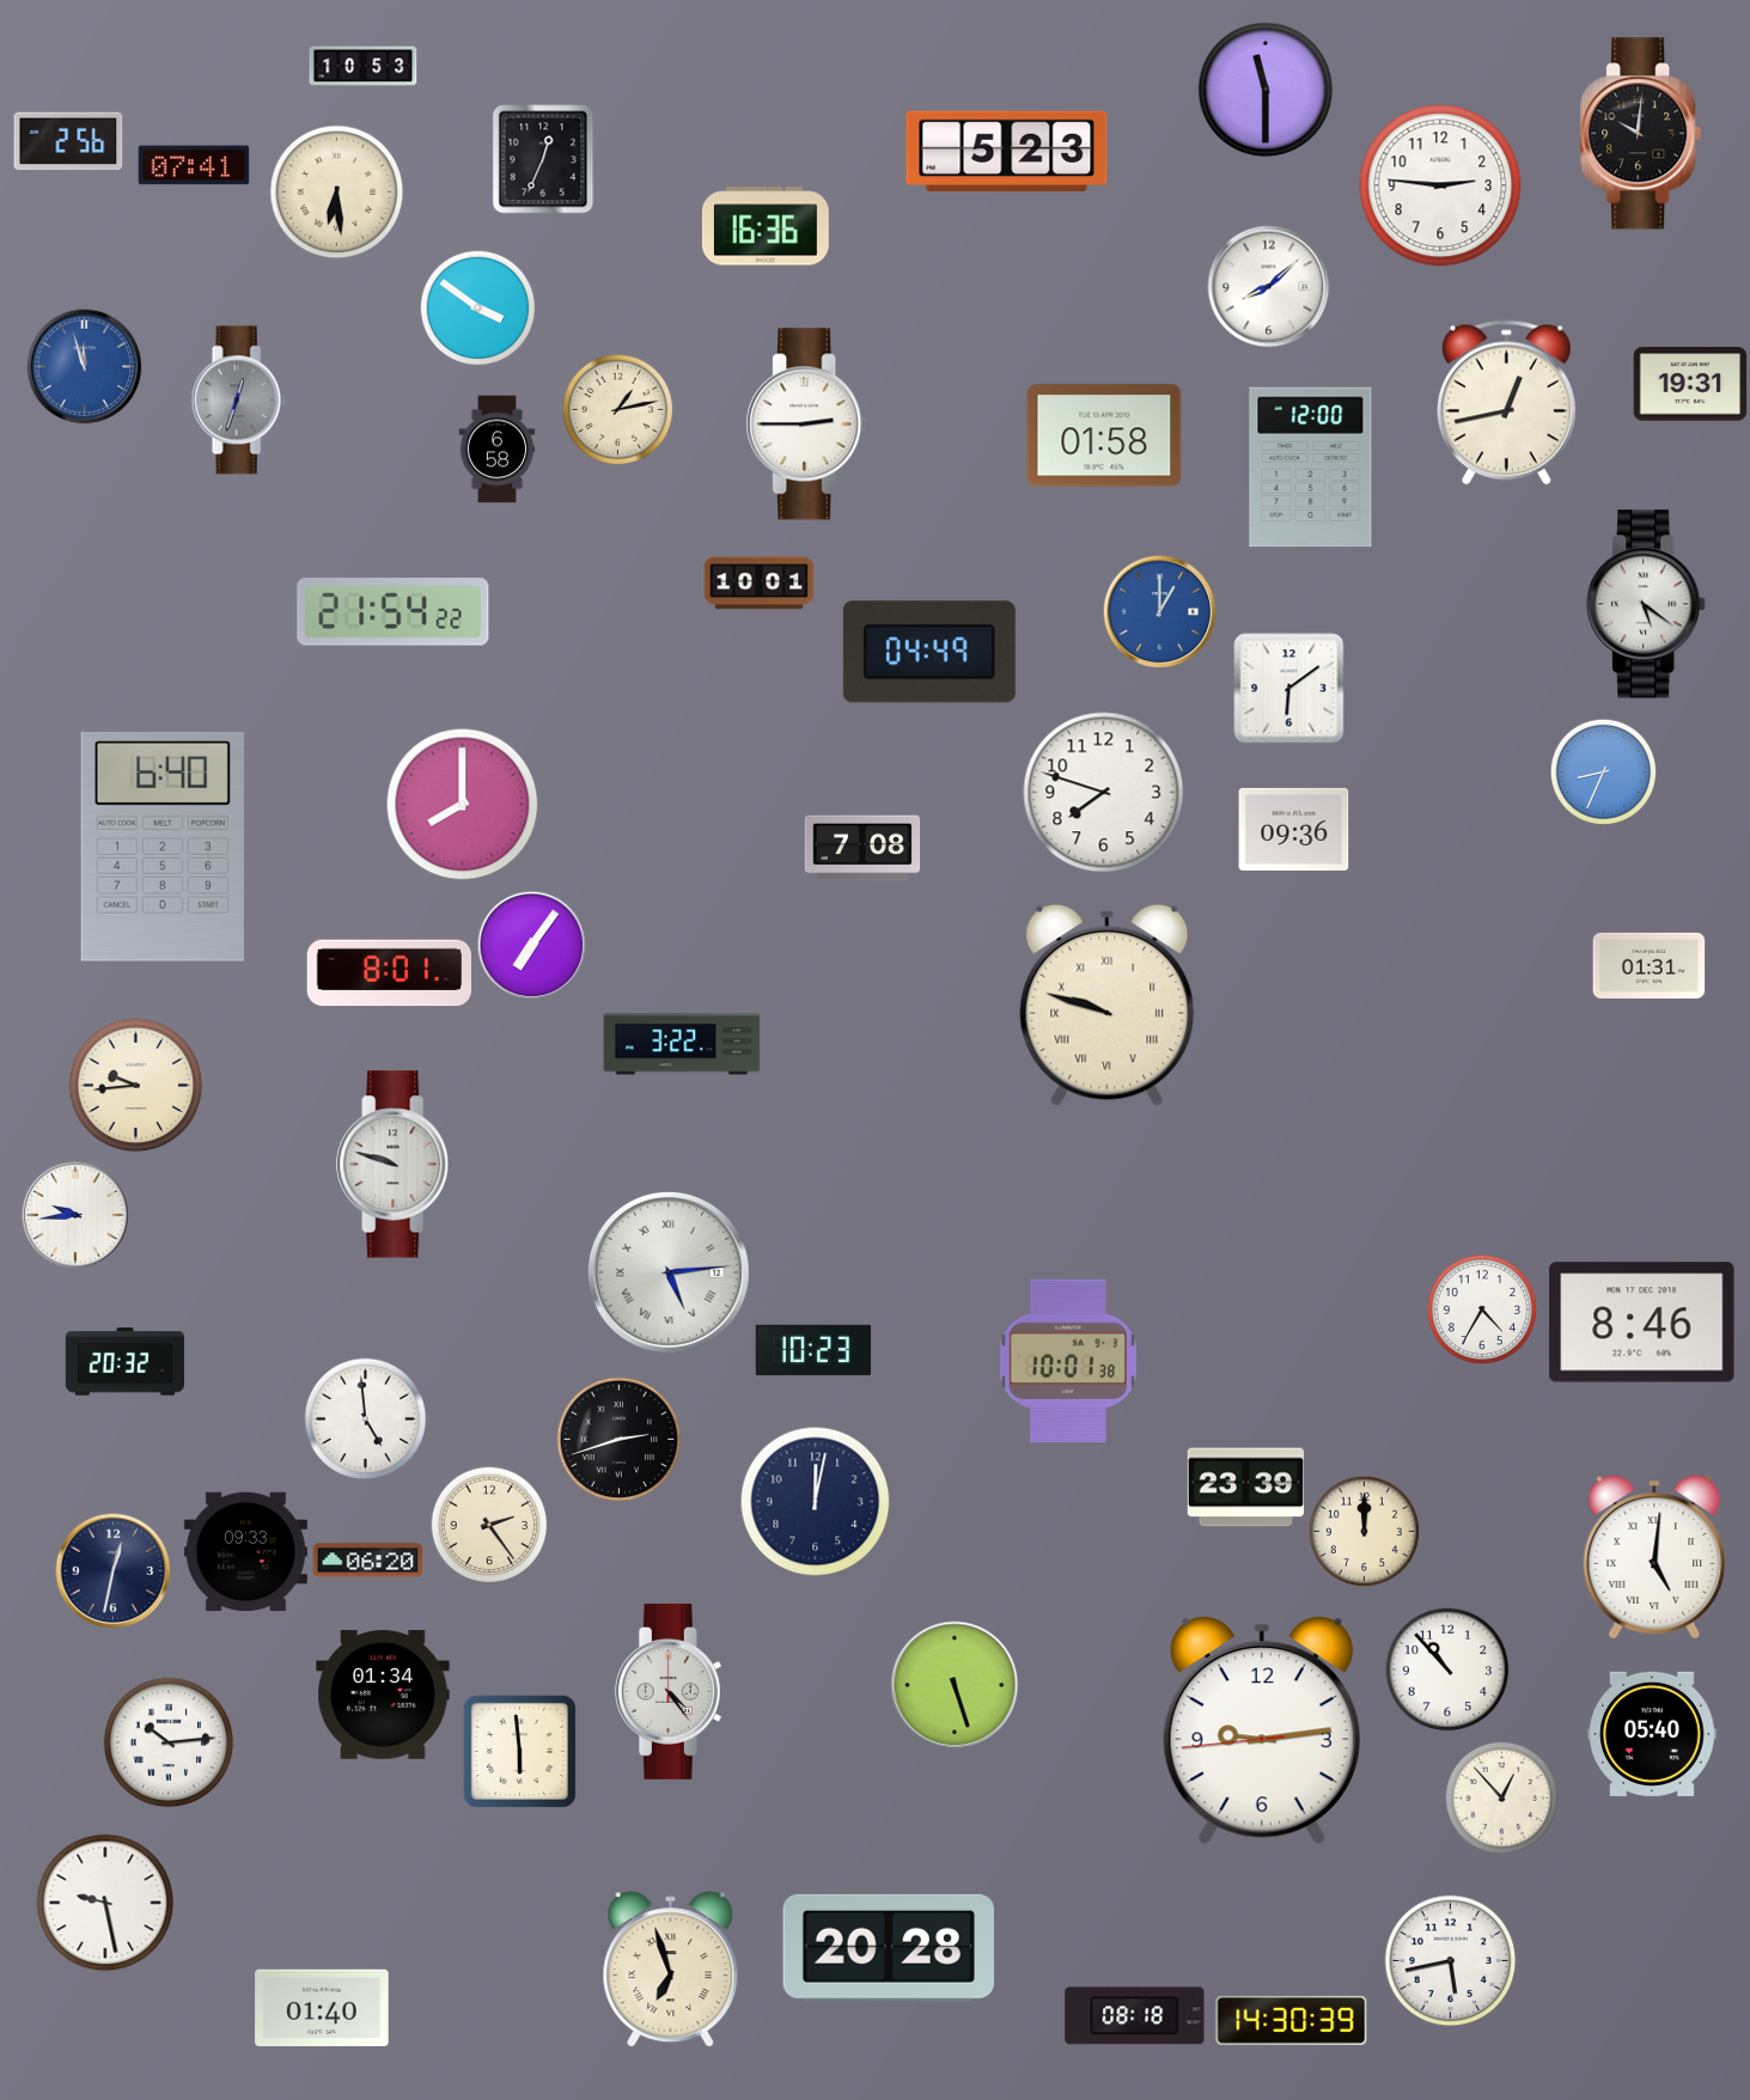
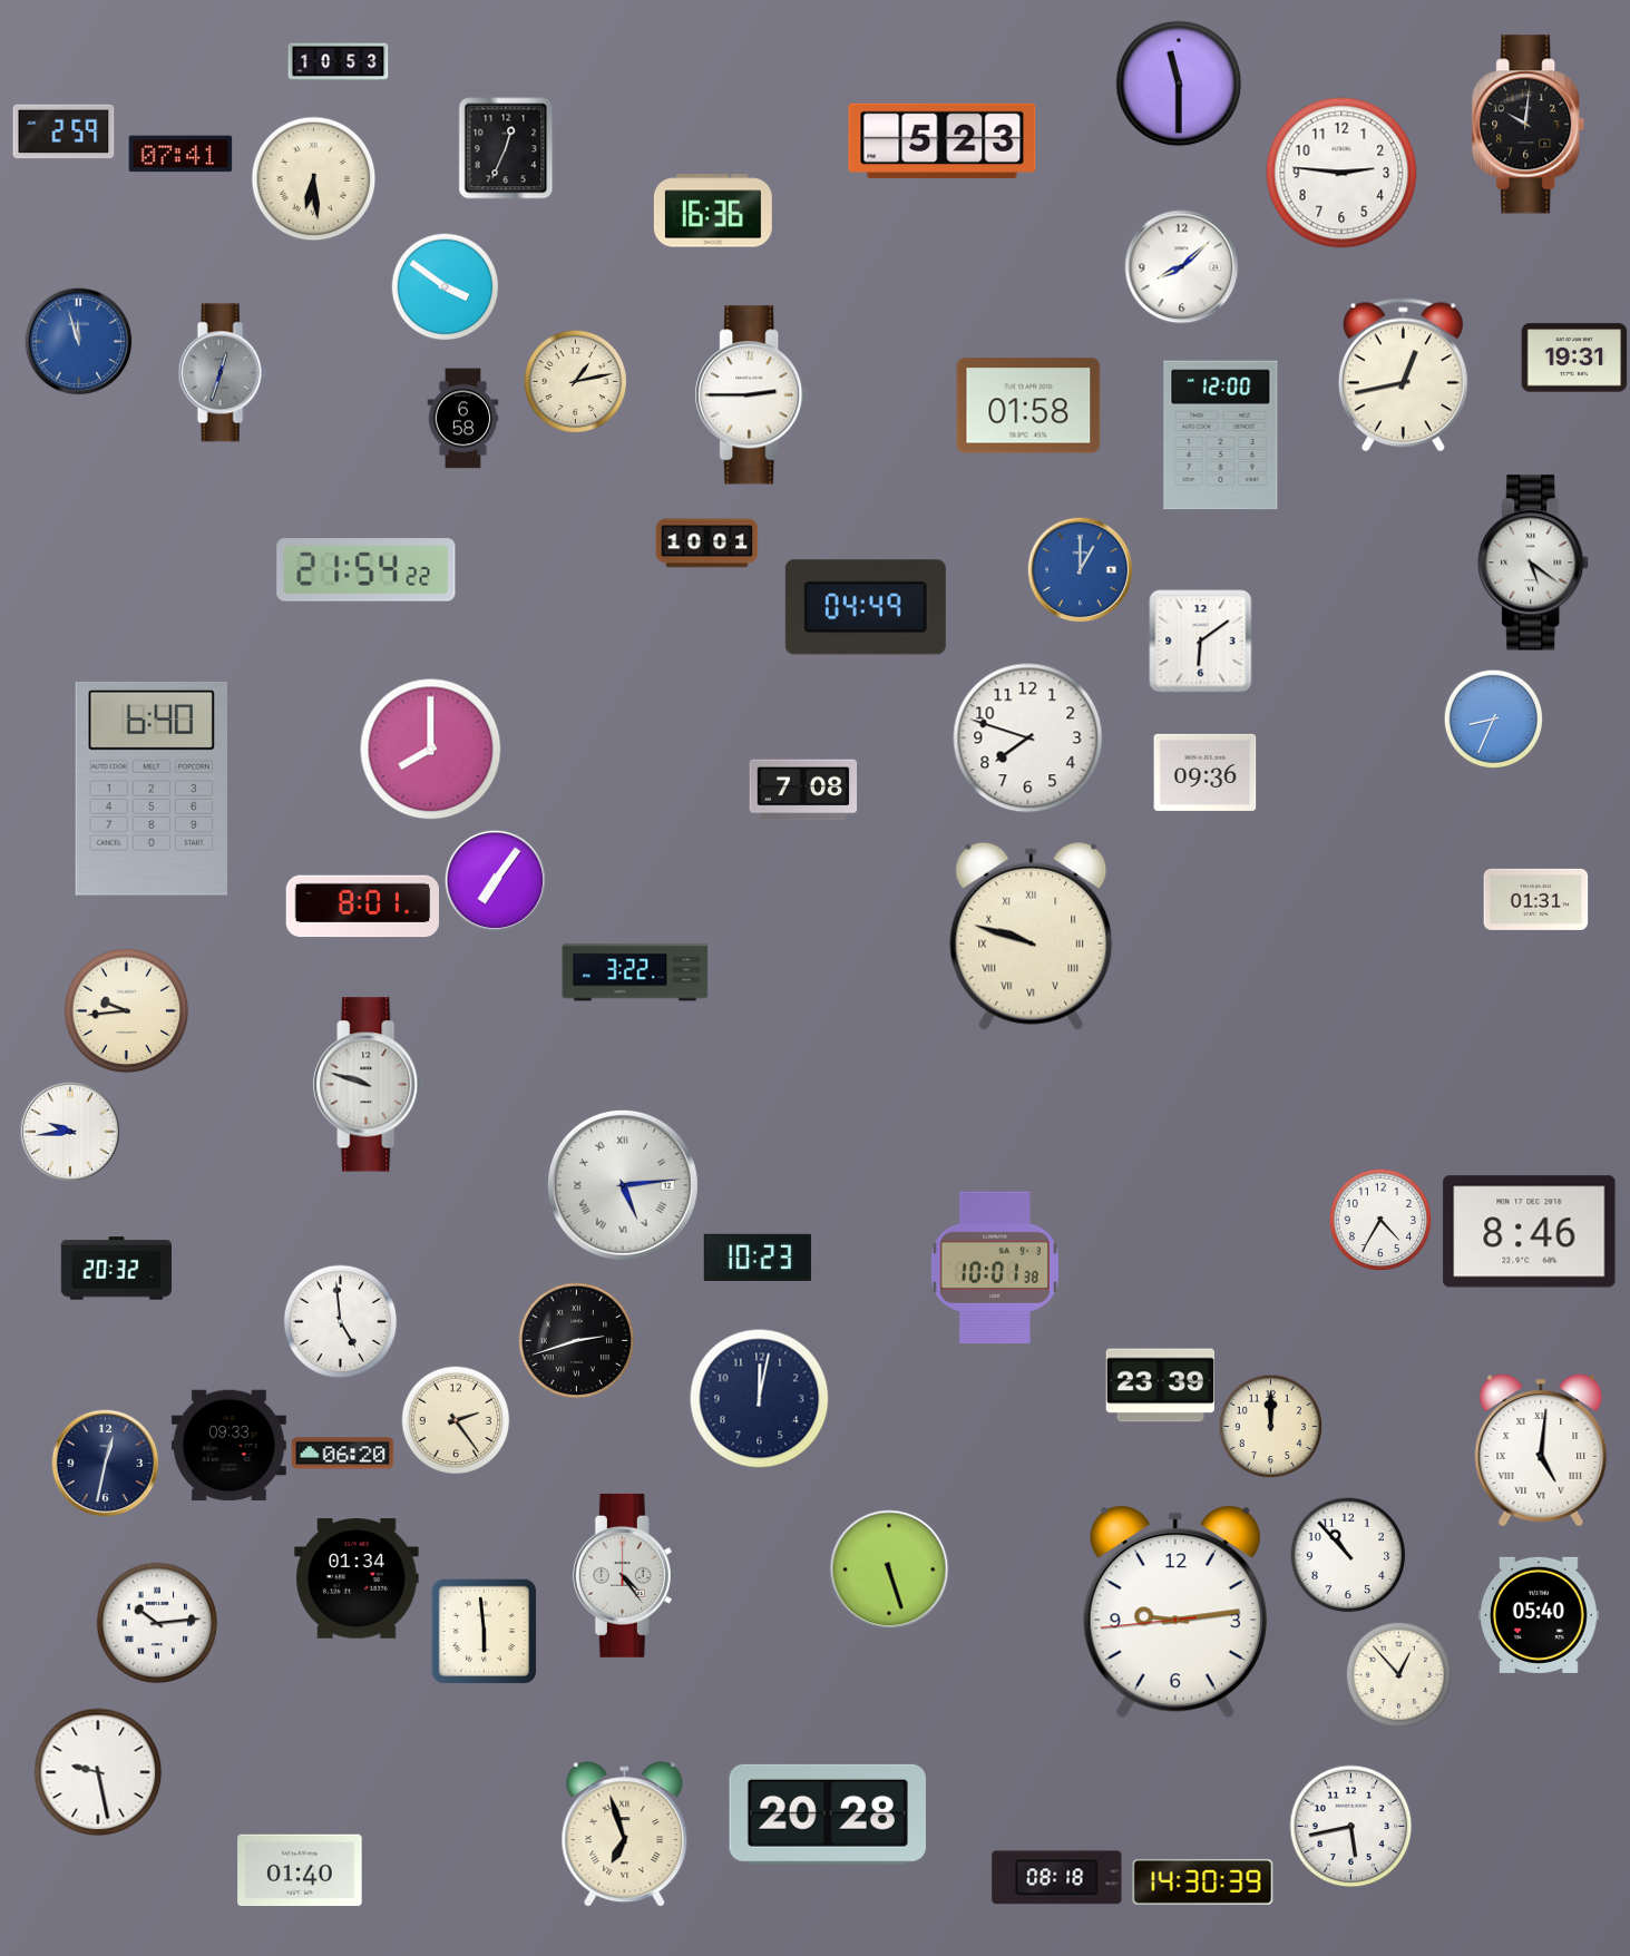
clock at (68, 141): 2:56 -> 2:59
clock at (1007, 151) position: (1007, 151) -> (943, 140)
